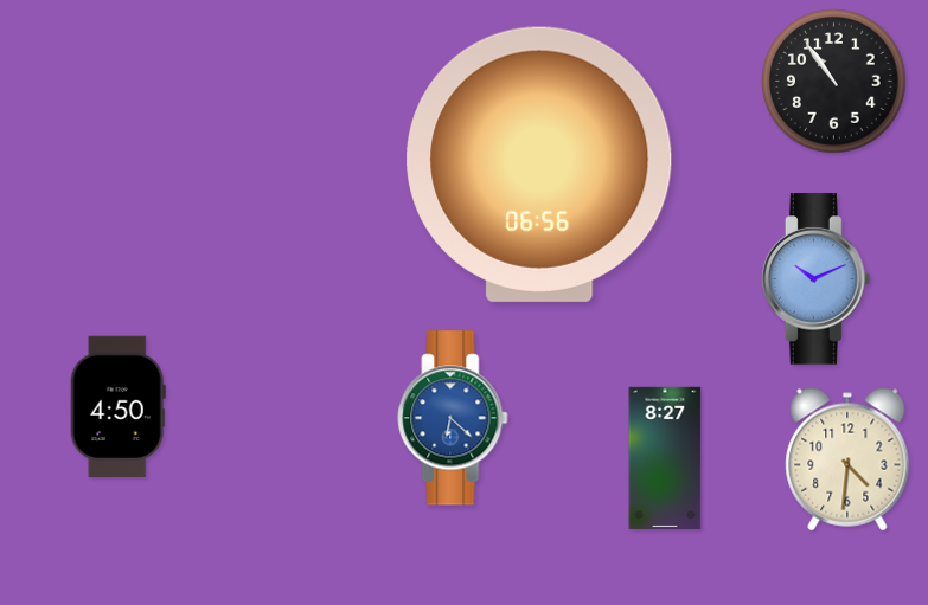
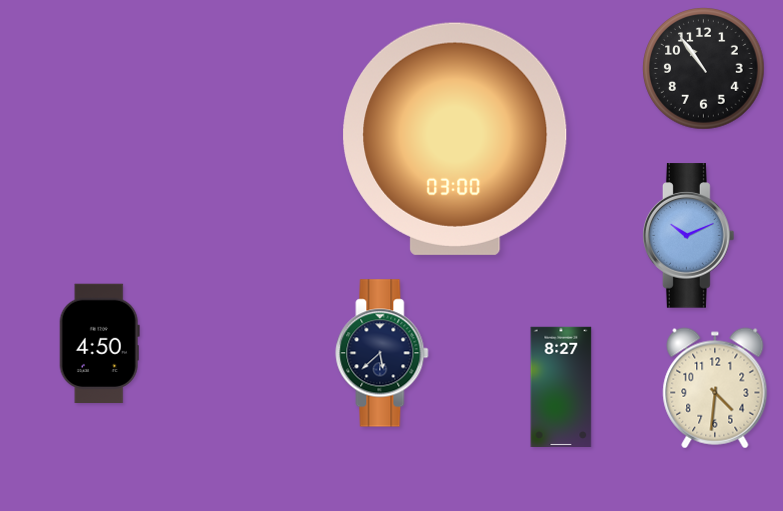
clock at (539, 165): 06:56 -> 03:00
clock at (453, 418): 6:22 -> 5:38
clock at (453, 418) dial: blue -> navy
